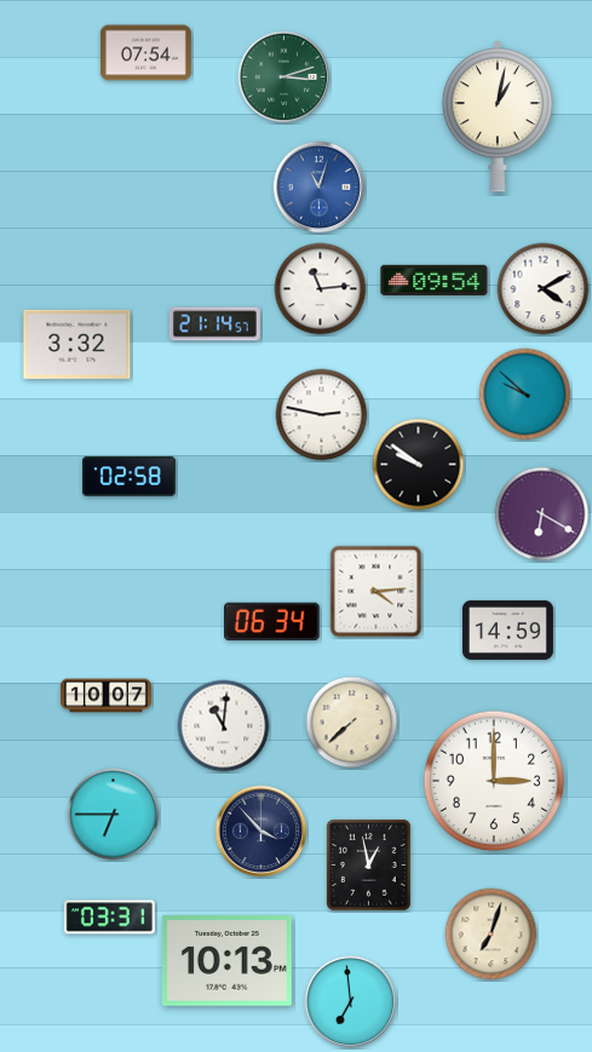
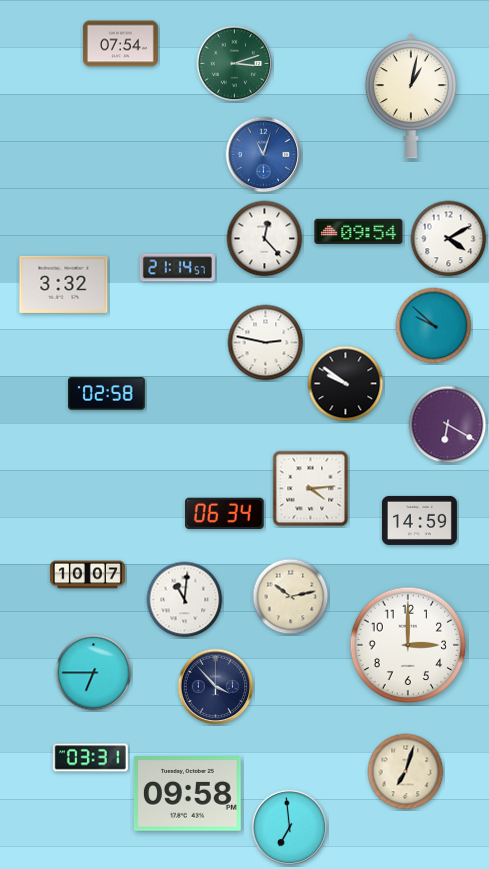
clock at (321, 289): 11:14 -> 12:23
clock at (352, 723): 7:38 -> 10:13
clock at (369, 866): 12:58 -> none
clock at (226, 961): 10:13 -> 09:58
